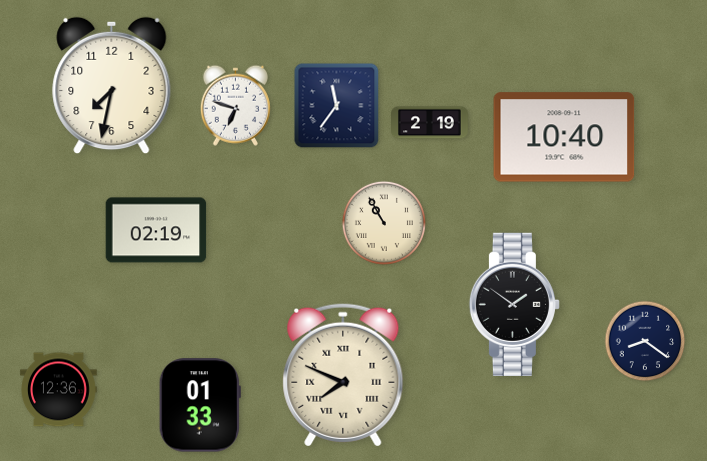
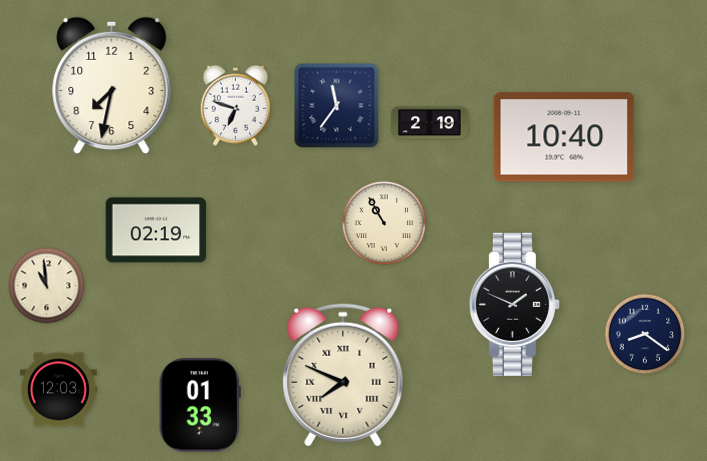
clock at (47, 286): none -> 10:59
clock at (514, 304): 1:51 -> 1:49
clock at (645, 341) position: (645, 341) -> (645, 334)
clock at (59, 390): 12:36 -> 12:03
